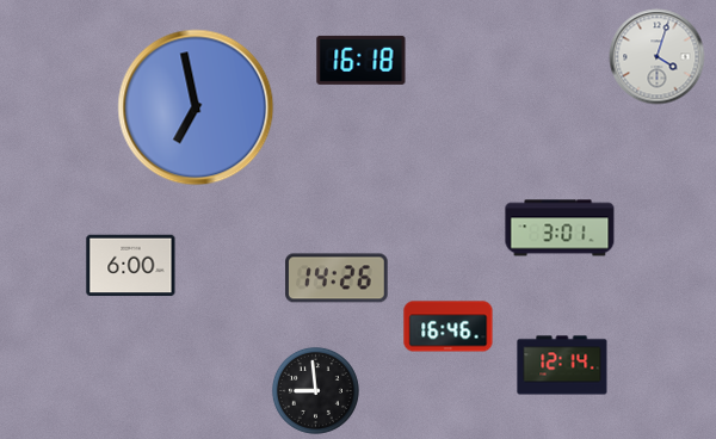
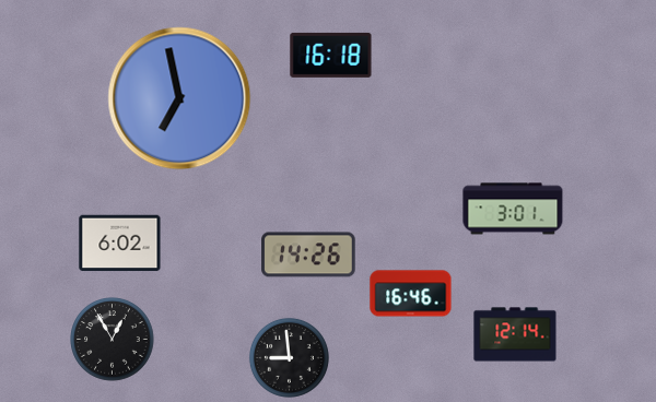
clock at (658, 57): 4:03 -> none
clock at (131, 266): 6:00 -> 6:02
clock at (449, 327) position: (449, 327) -> (411, 294)
clock at (113, 340): none -> 12:55
